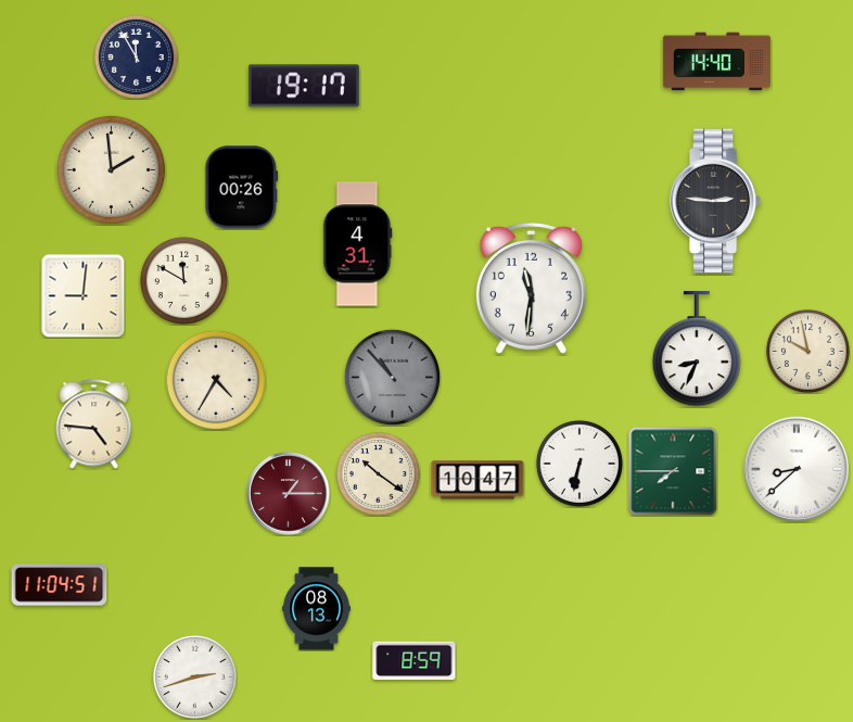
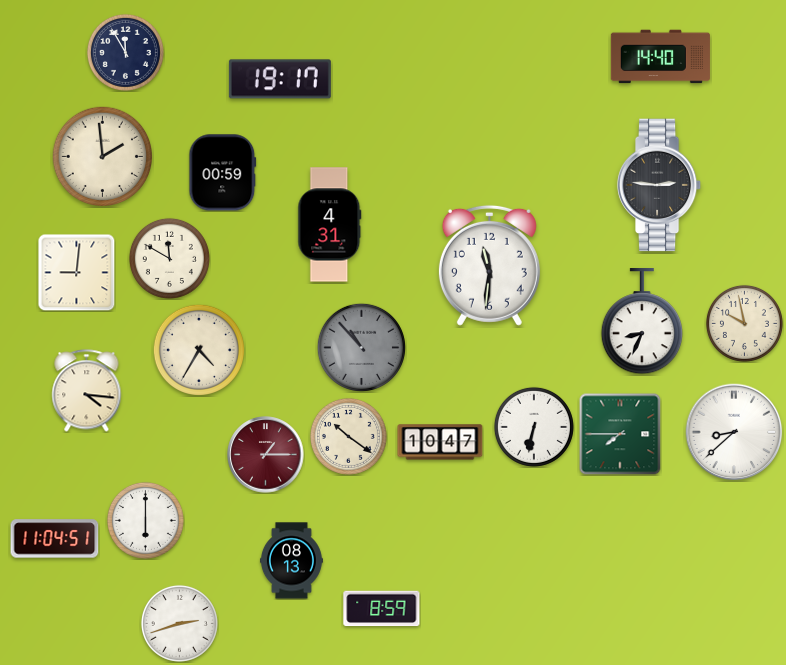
clock at (242, 188): 00:26 -> 00:59
clock at (94, 425): 4:46 -> 4:16
clock at (145, 520): none -> 6:00
